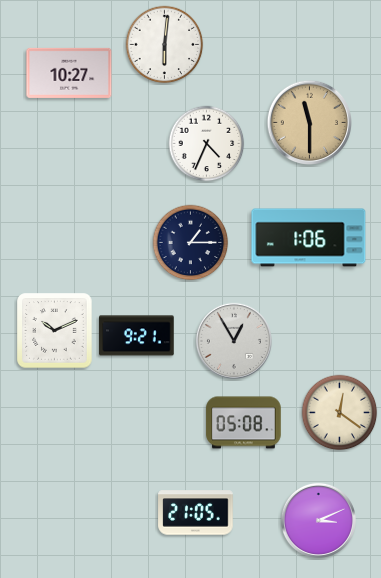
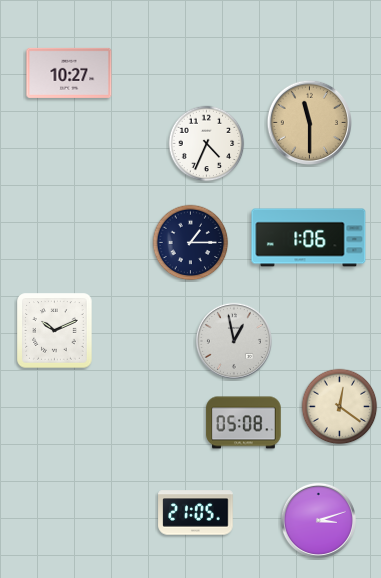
clock at (165, 45): 6:01 -> none
clock at (137, 336): 9:21 -> none
clock at (234, 341): 12:55 -> 12:58
clock at (340, 413) position: (340, 413) -> (340, 407)
clock at (318, 520): 3:11 -> 3:12
